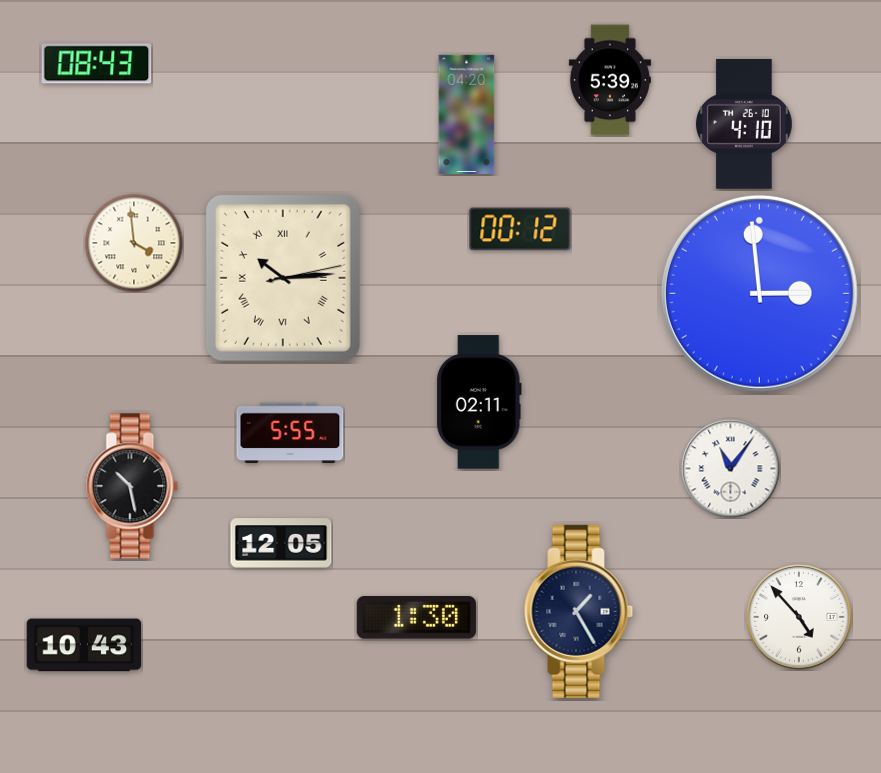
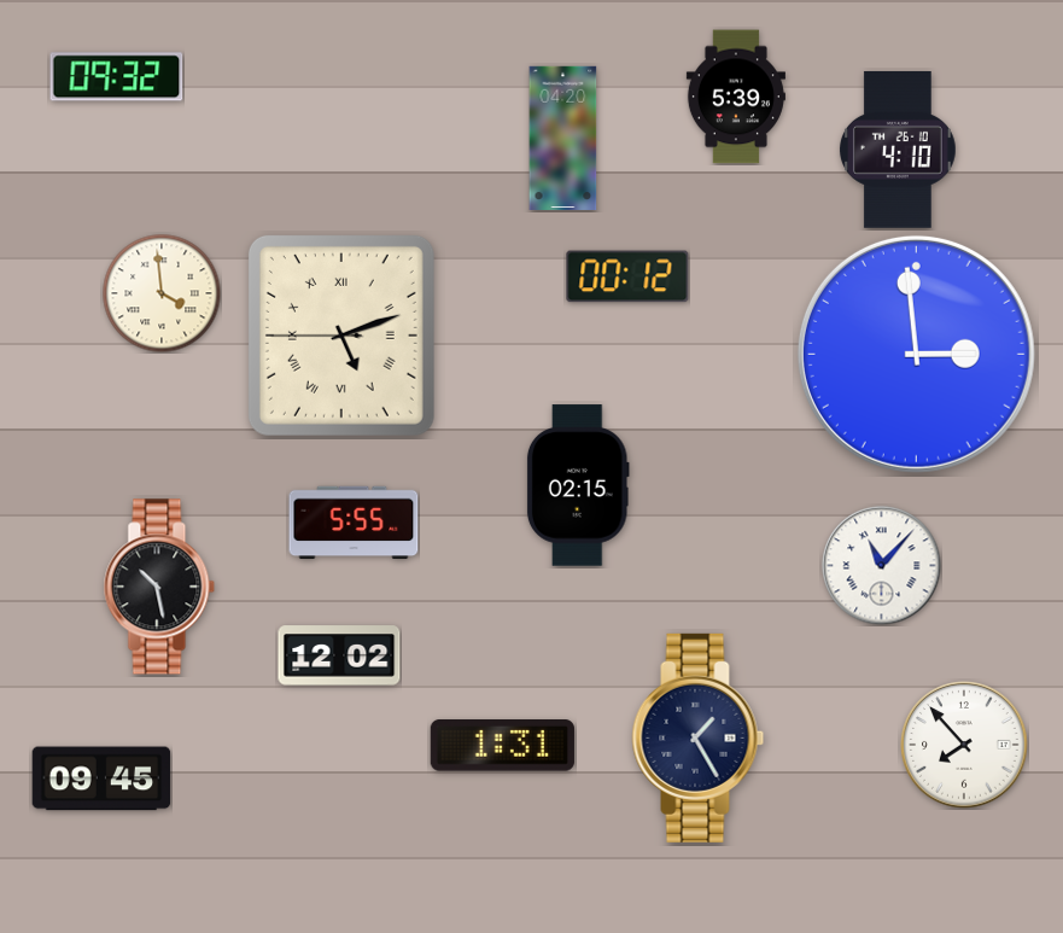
clock at (97, 64): 08:43 -> 09:32
clock at (283, 278): 10:14 -> 5:11
clock at (479, 402): 02:11 -> 02:15
clock at (290, 433) position: (290, 433) -> (354, 523)
clock at (731, 469): 11:06 -> 11:07
clock at (281, 543): 12:05 -> 12:02
clock at (799, 617): 4:53 -> 7:53
clock at (416, 618): 1:30 -> 1:31
clock at (84, 645): 10:43 -> 09:45
